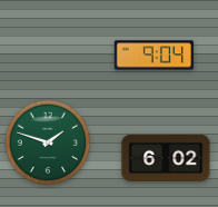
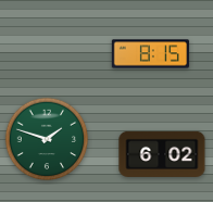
clock at (153, 56): 9:04 -> 8:15
